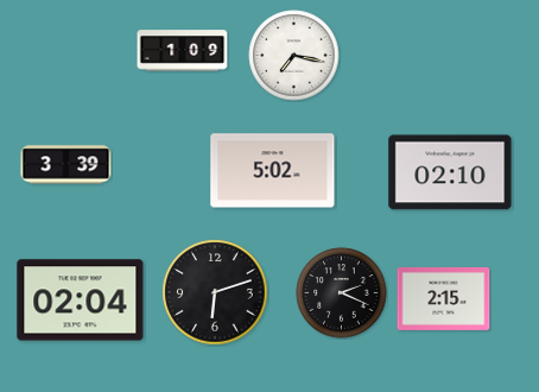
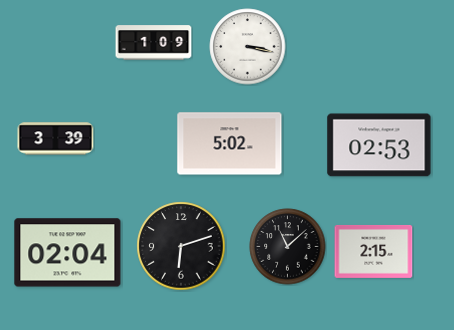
clock at (294, 56): 7:17 -> 3:17
clock at (450, 172): 02:10 -> 02:53
clock at (342, 293): 2:19 -> 11:08
